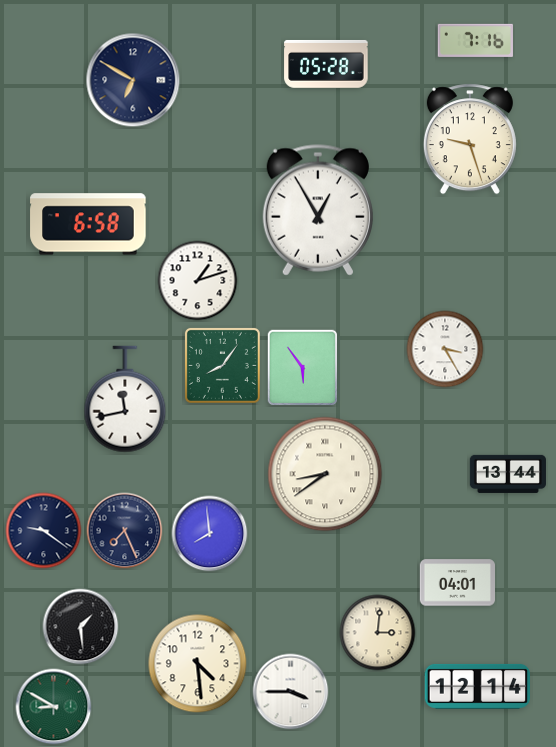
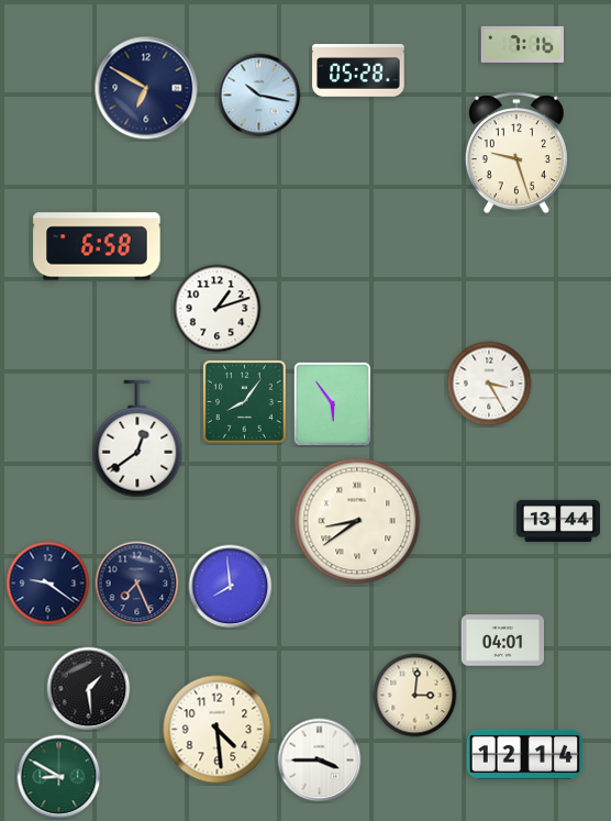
clock at (259, 96): none -> 10:17
clock at (318, 210): 12:55 -> none
clock at (125, 399): 11:43 -> 12:39
